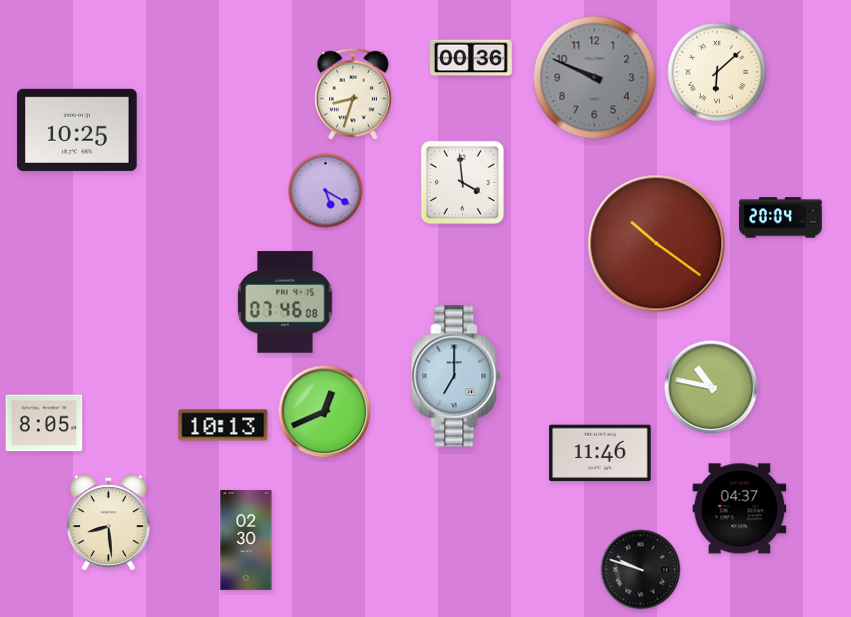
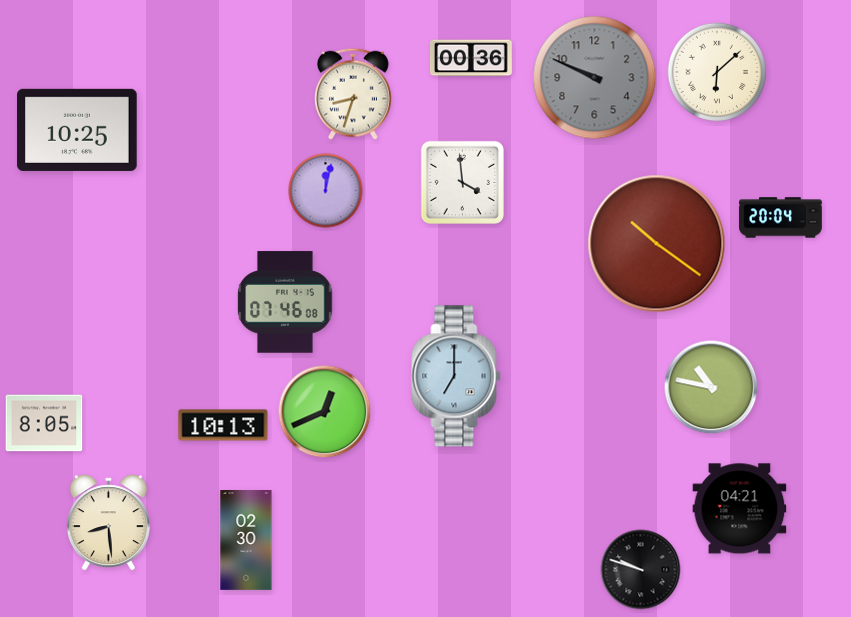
clock at (326, 191): 5:20 -> 12:02
clock at (600, 453): 11:46 -> none
clock at (740, 509): 04:37 -> 04:21
